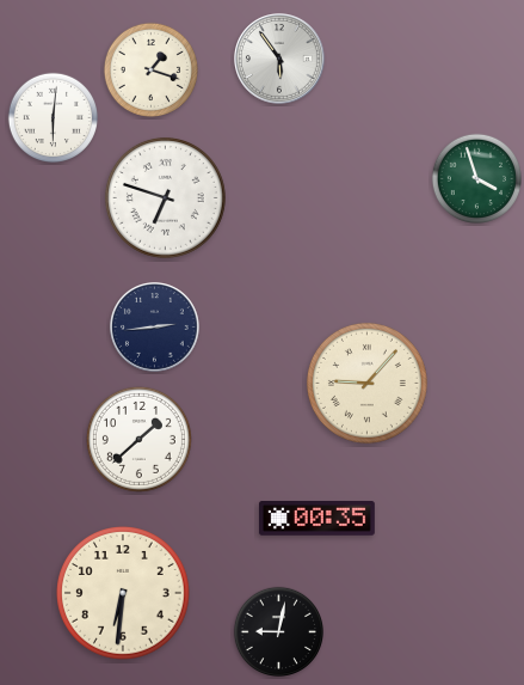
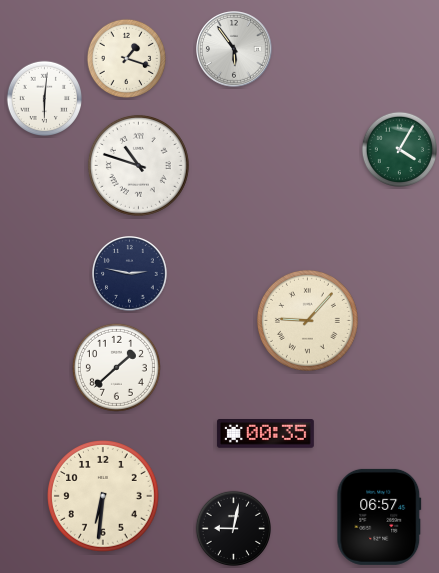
clock at (476, 178): 3:57 -> 4:05
clock at (165, 197): 6:48 -> 10:48
clock at (155, 328): 2:44 -> 2:47
clock at (379, 517): none -> 06:57
